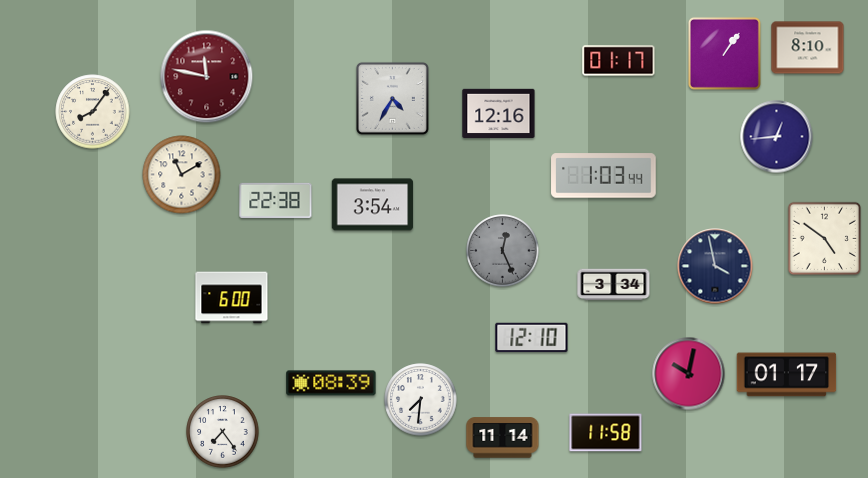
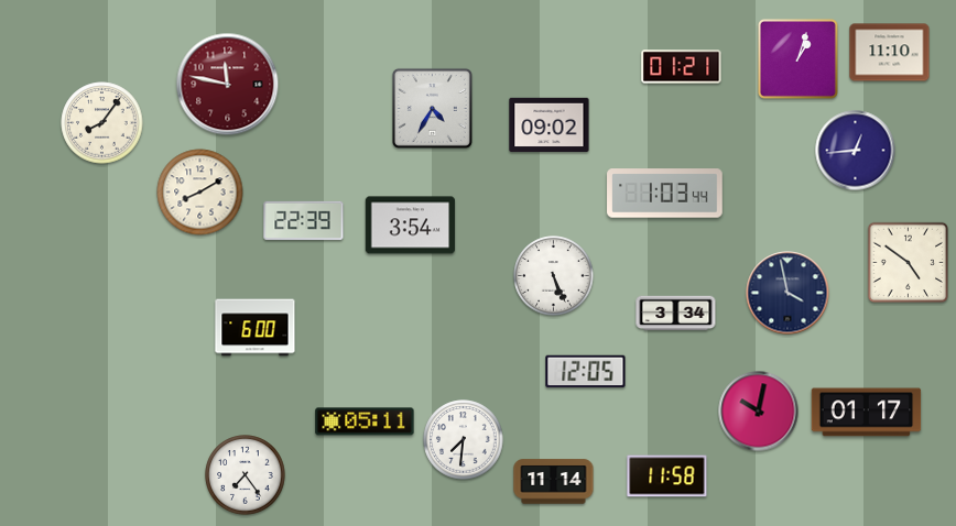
clock at (808, 48): 8:10 -> 11:10
clock at (724, 53): 1:06 -> 1:03
clock at (619, 61): 01:17 -> 01:21
clock at (499, 113): 12:16 -> 09:02
clock at (182, 175): 11:10 -> 8:10
clock at (276, 200): 22:38 -> 22:39
clock at (503, 251): 12:26 -> 5:26
clock at (503, 251) dial: grey -> white
clock at (532, 338): 12:10 -> 12:05
clock at (331, 383): 08:39 -> 05:11
